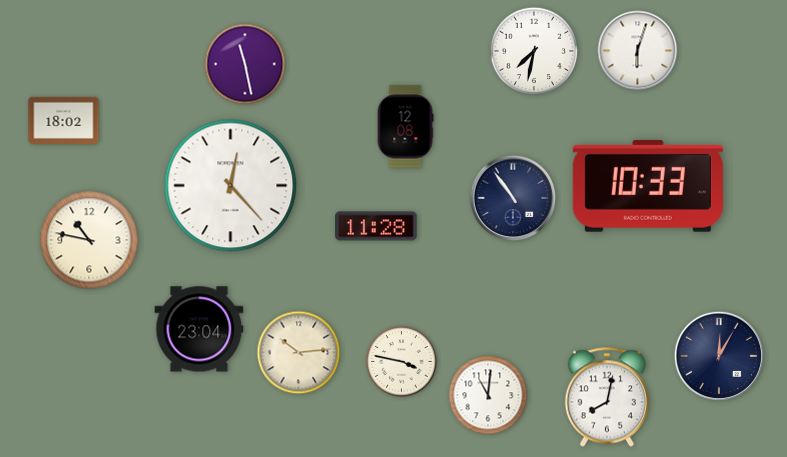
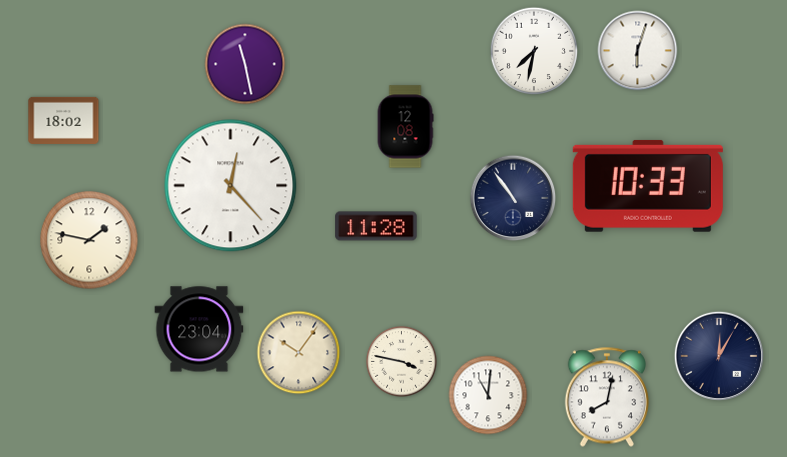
clock at (89, 240): 10:47 -> 1:47
clock at (299, 353): 10:14 -> 10:06
